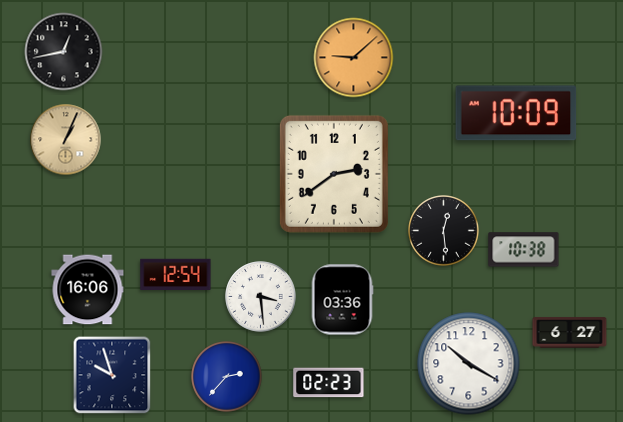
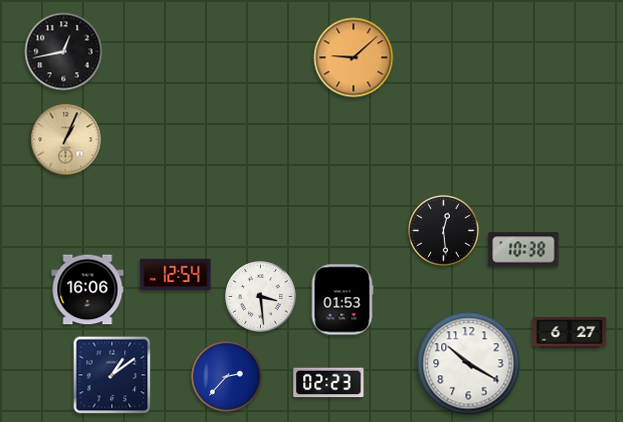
clock at (516, 113): 10:09 -> none
clock at (334, 174): 2:39 -> none
clock at (342, 300): 03:36 -> 01:53
clock at (112, 375): 9:57 -> 1:09
